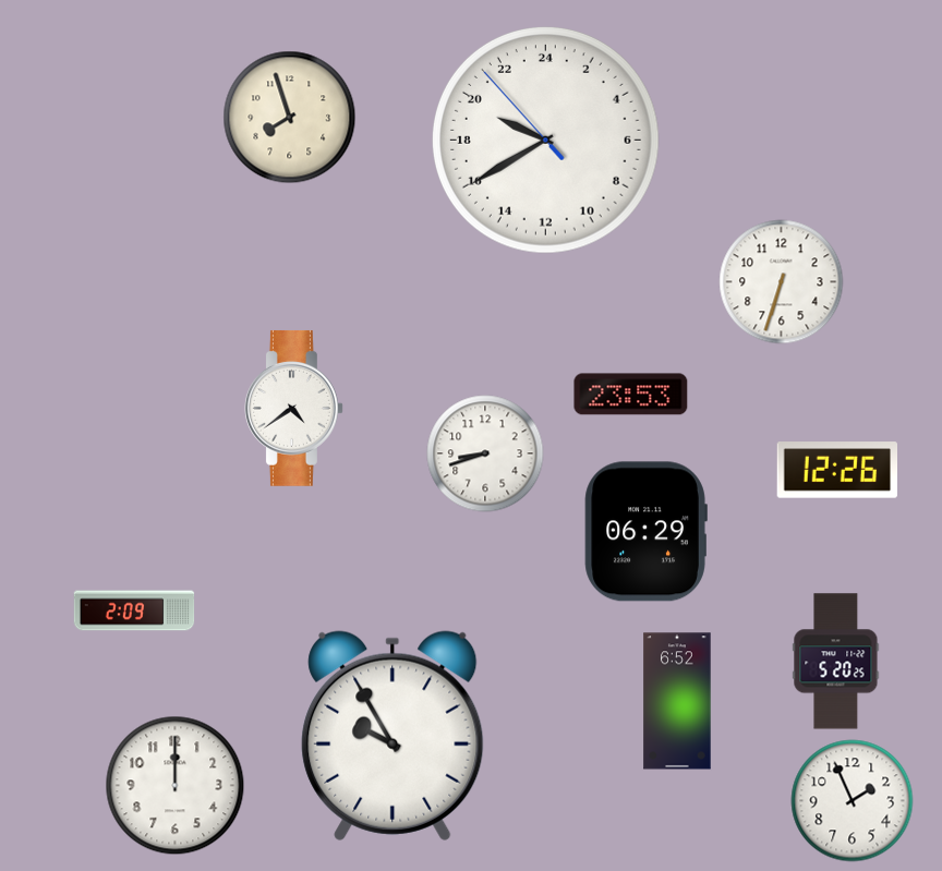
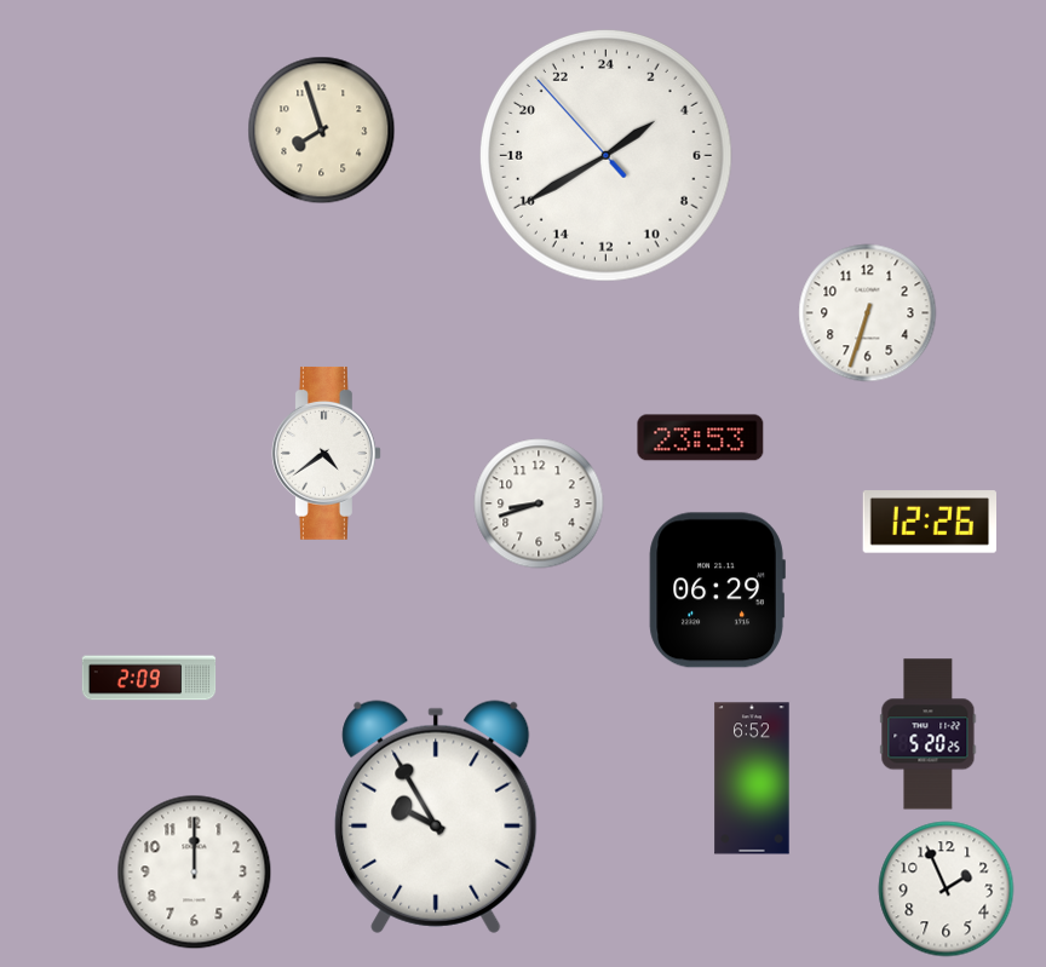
clock at (545, 140): 19:39 -> 3:39
